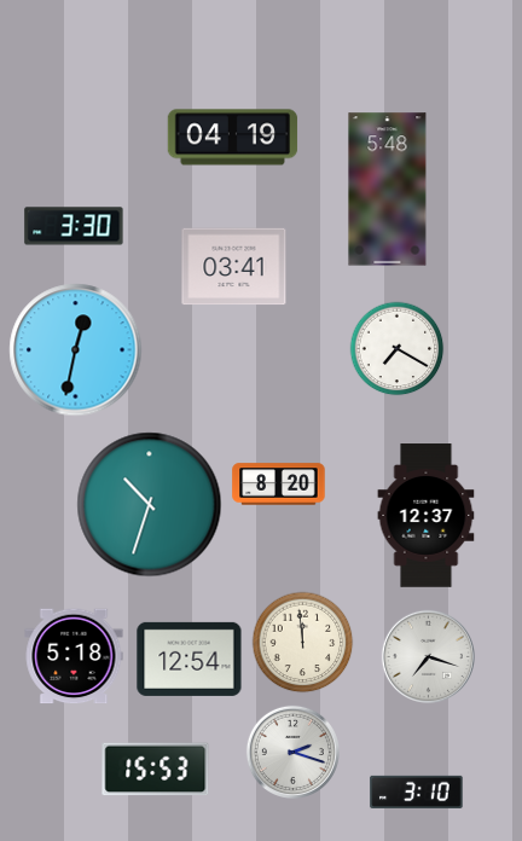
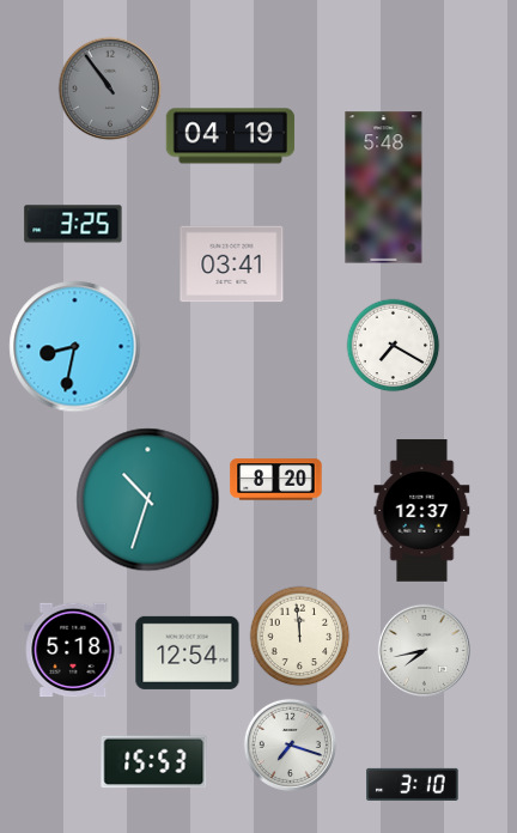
clock at (110, 89): none -> 10:54
clock at (74, 226): 3:30 -> 3:25
clock at (76, 350): 12:32 -> 8:32
clock at (428, 656): 7:18 -> 7:43
clock at (292, 752): 2:18 -> 7:18
